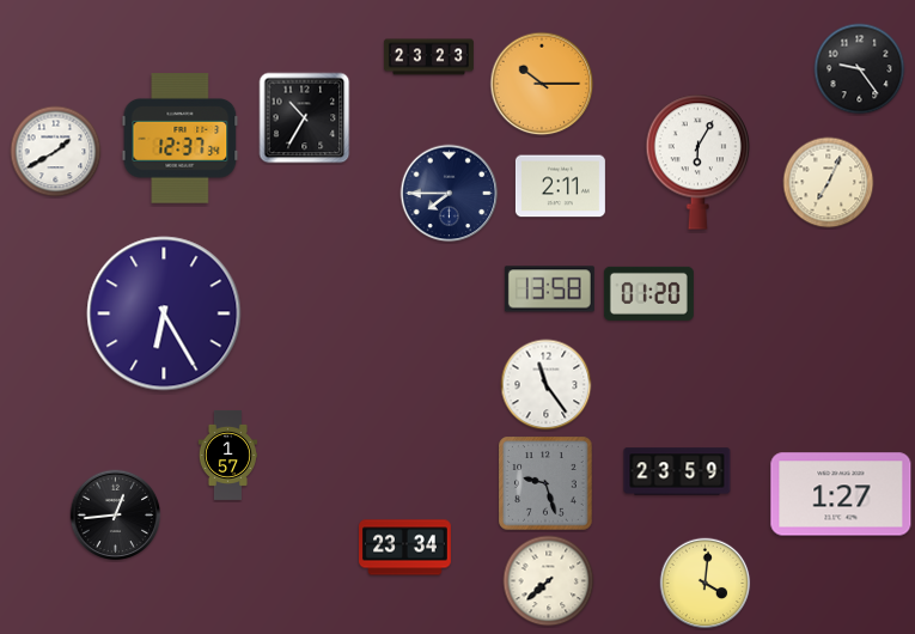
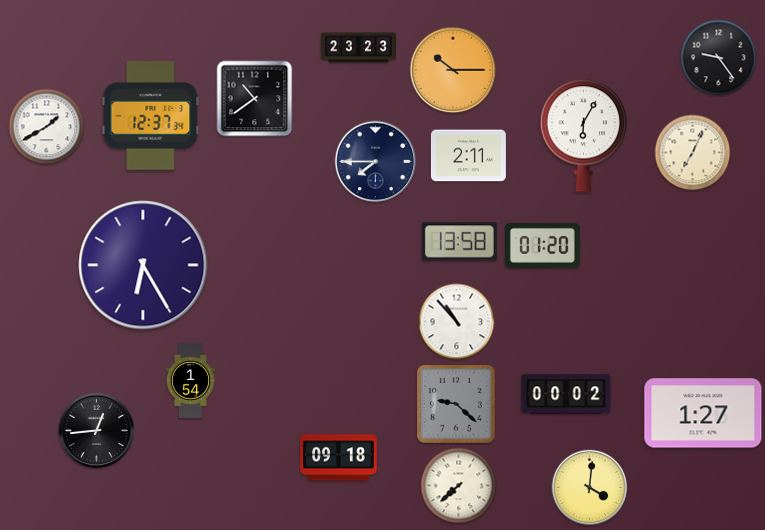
clock at (305, 118): 10:35 -> 10:39
clock at (164, 313) position: (164, 313) -> (143, 265)
clock at (547, 385): 11:24 -> 10:53
clock at (227, 455): 1:57 -> 1:54
clock at (677, 471): 23:59 -> 00:02
clock at (545, 483): 9:27 -> 9:22
clock at (405, 548): 23:34 -> 09:18
